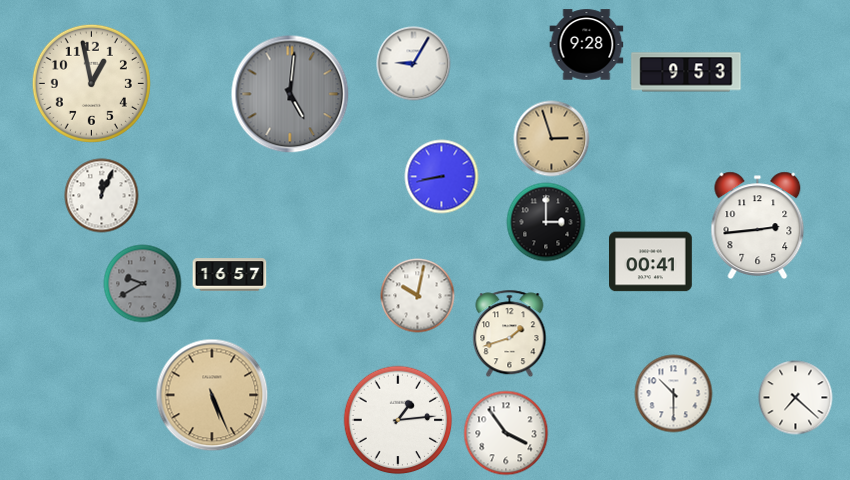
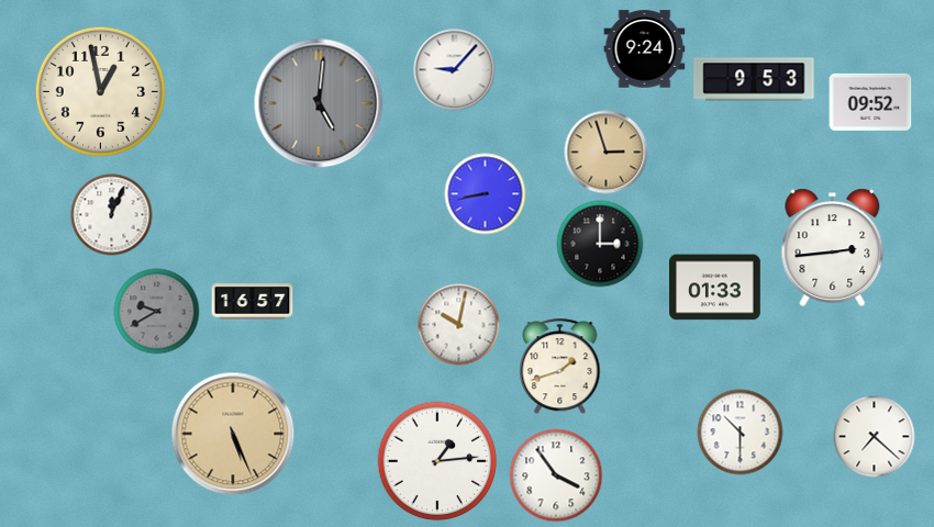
clock at (587, 45): 9:28 -> 9:24
clock at (414, 64): 9:05 -> 9:07
clock at (870, 102): none -> 09:52
clock at (651, 262): 00:41 -> 01:33
